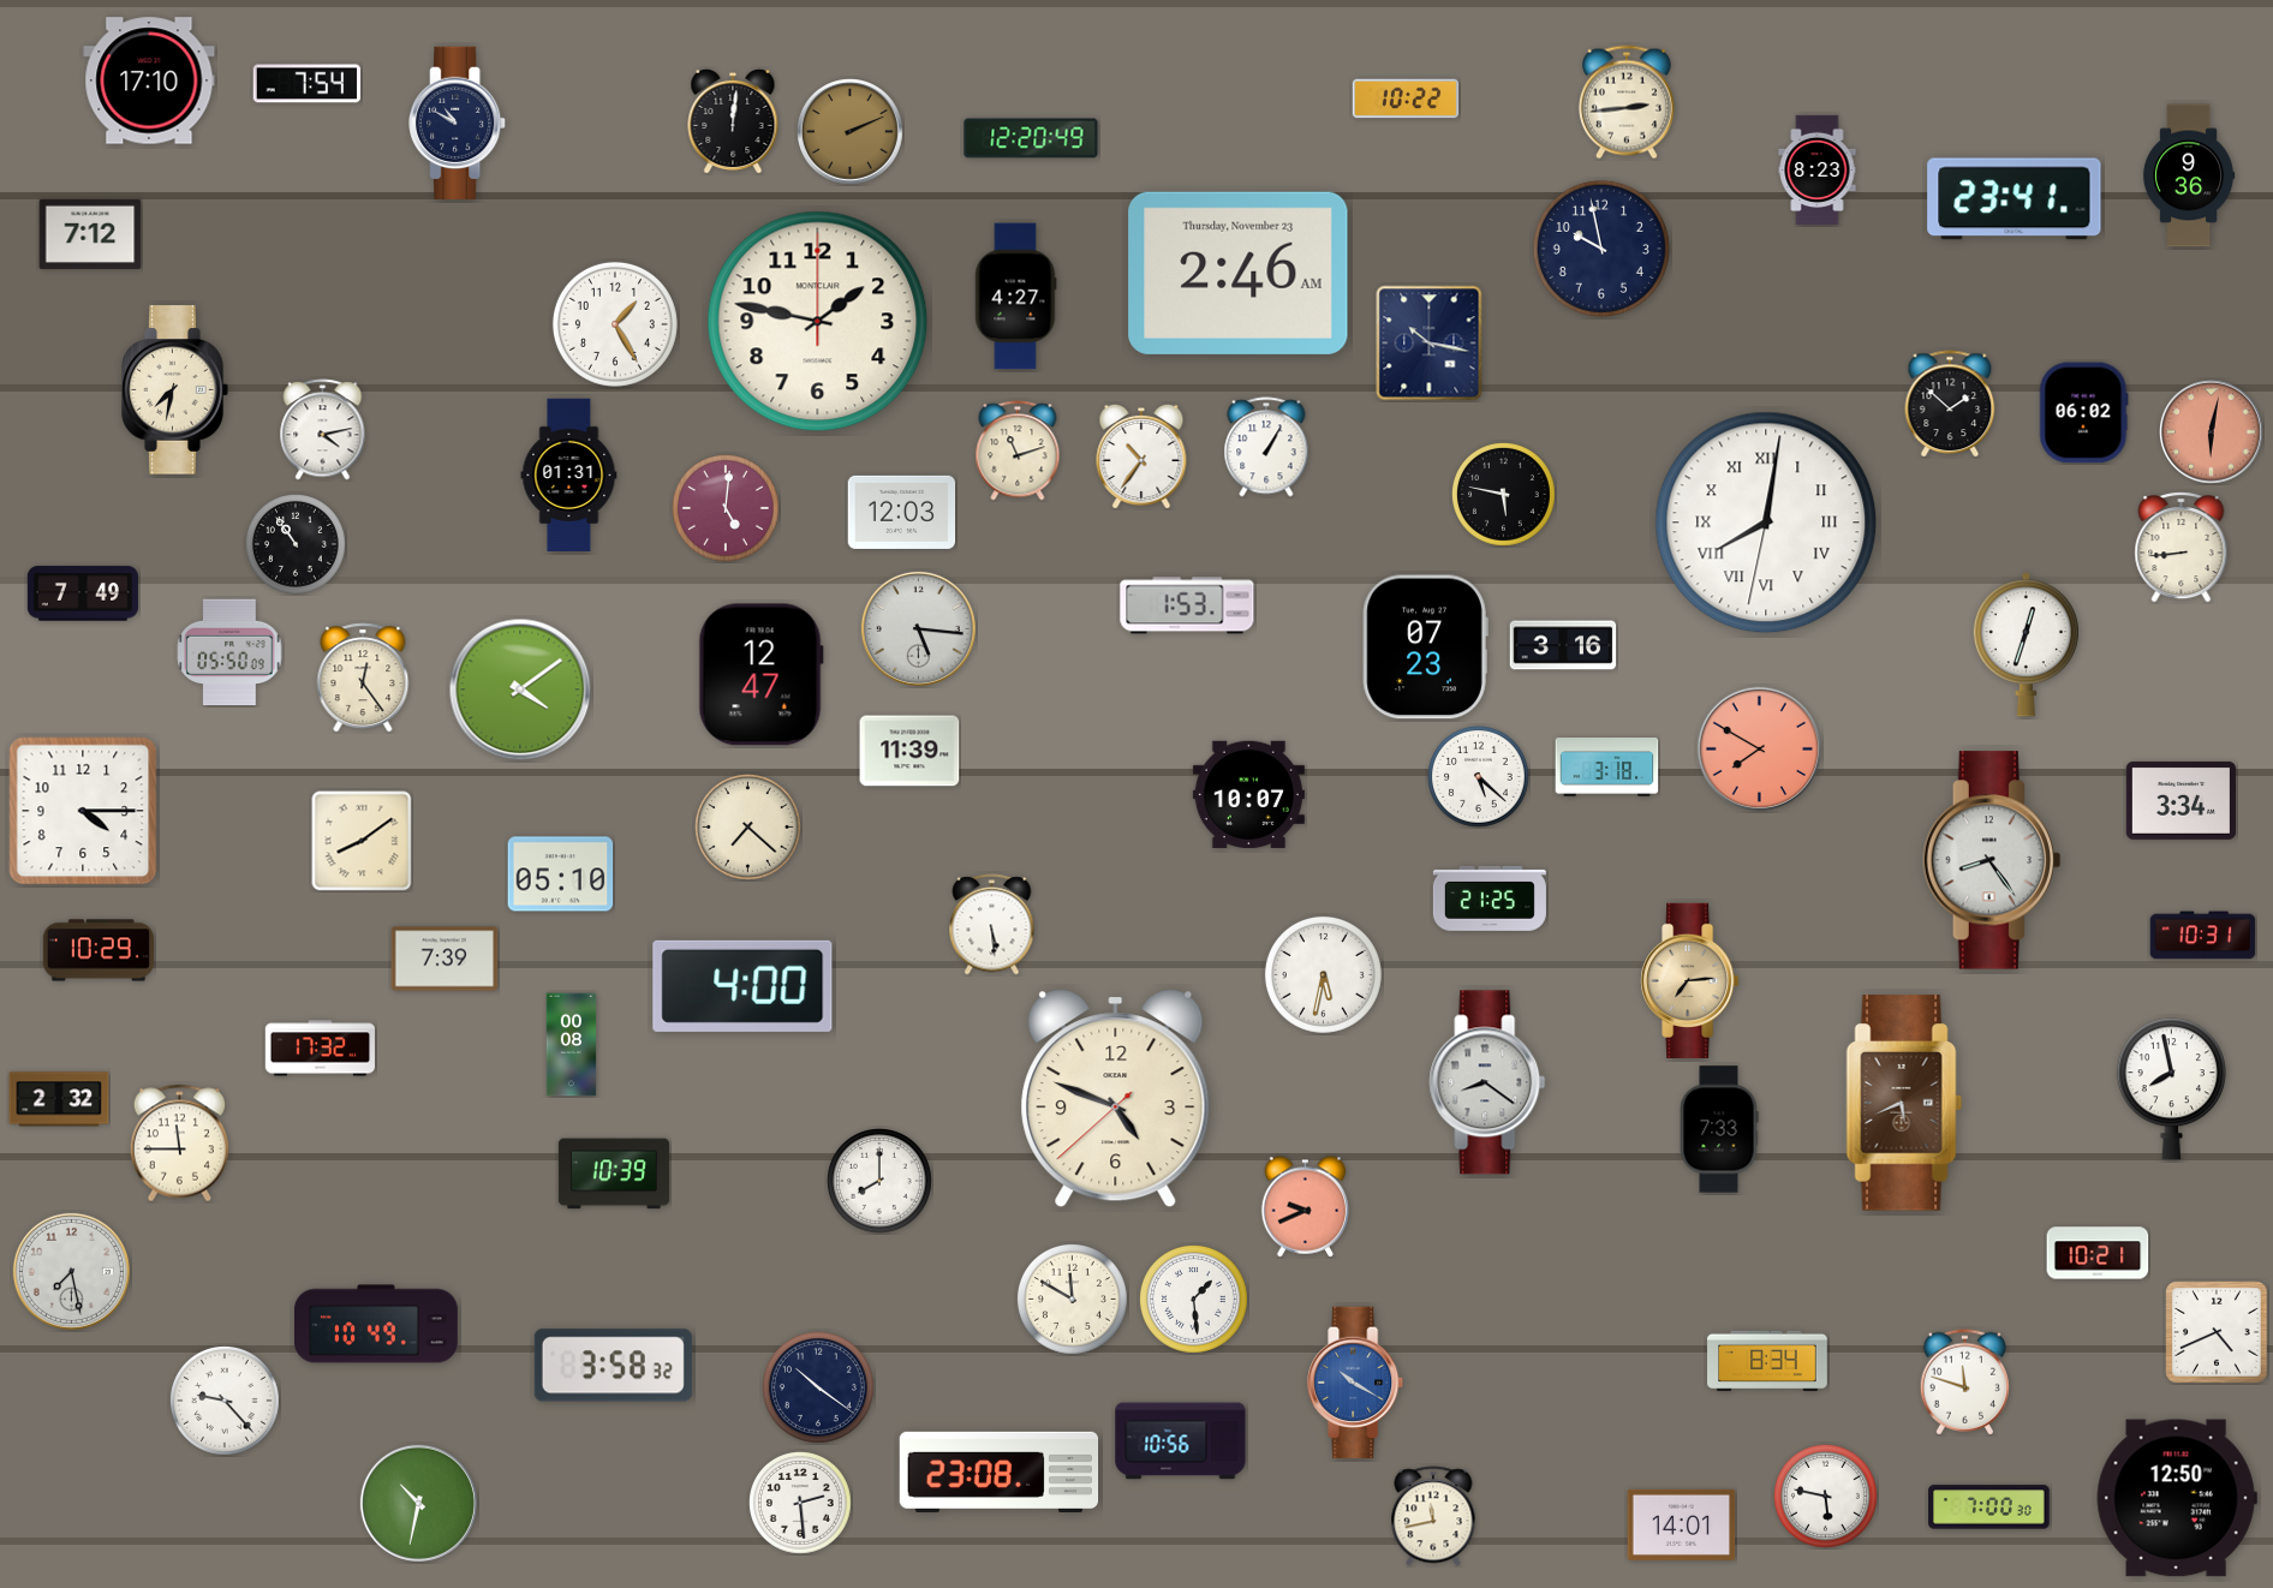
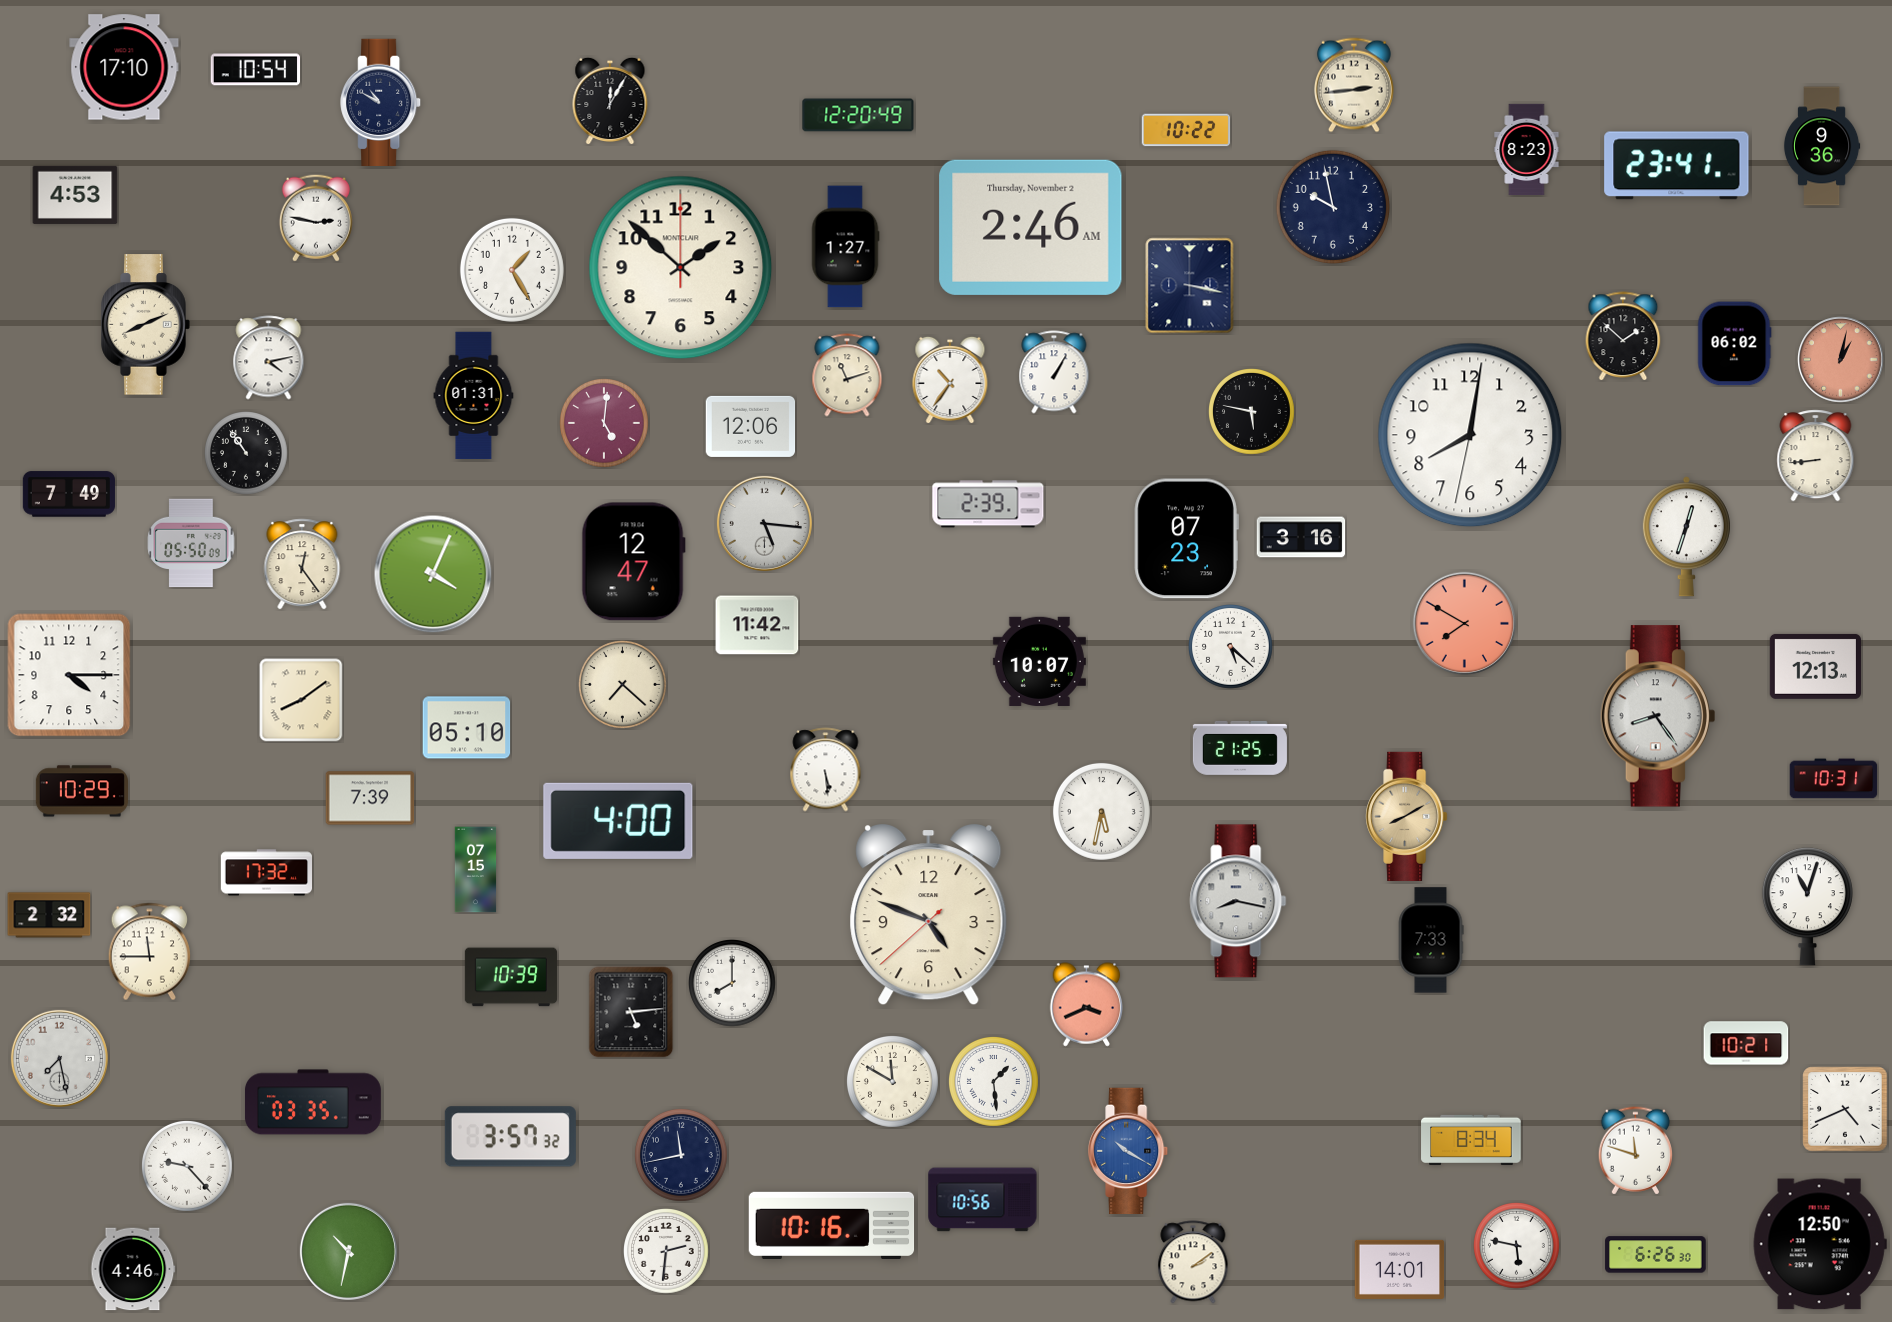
clock at (308, 84): 7:54 -> 10:54
clock at (1406, 98) position: (1406, 98) -> (1186, 130)
clock at (733, 121): 12:01 -> 12:05
clock at (851, 132): 2:11 -> none
clock at (1818, 171) position: (1818, 171) -> (1527, 150)
clock at (90, 234): 7:12 -> 4:53
clock at (316, 218): none -> 2:47
clock at (1239, 273) date: Thursday, November 23 -> Thursday, November 2
clock at (1015, 297): 4:27 -> 1:27
clock at (818, 322): 1:47 -> 1:52
clock at (1430, 344): 10:17 -> 3:17
clock at (175, 390): 7:32 -> 8:11
clock at (2212, 432): 6:02 -> 1:02
clock at (902, 512): 12:03 -> 12:06
clock at (1766, 523) numerals: Roman -> Arabic
clock at (1187, 605): 1:53 -> 2:39
clock at (520, 689): 4:09 -> 4:04
clock at (909, 751): 11:39 -> 11:42
clock at (1607, 768): 3:18 -> none
clock at (2180, 800): 3:34 -> 12:13
clock at (748, 828) position: (748, 828) -> (623, 685)
clock at (1690, 980): 7:14 -> 8:10
clock at (572, 1045): 00:08 -> 07:15
clock at (1487, 1082): 8:21 -> 8:17
clock at (2171, 1089): 7:58 -> 11:03
clock at (1904, 1103): 5:41 -> none
clock at (1306, 1207): 9:41 -> 3:41
clock at (631, 1012): none -> 5:14
clock at (376, 1324): 10:49 -> 03:35
clock at (1767, 1361) position: (1767, 1361) -> (1471, 1140)
clock at (613, 1366): 3:58 -> 3:57
clock at (818, 1387): 10:21 -> 11:43
clock at (1000, 1471): 23:08 -> 10:16
clock at (1826, 1497) position: (1826, 1497) -> (1517, 1246)
clock at (2177, 1498) position: (2177, 1498) -> (1820, 1244)
clock at (801, 1504): 2:29 -> 2:31
clock at (1989, 1508): 7:00 -> 6:26
clock at (1433, 1516): 11:43 -> 2:09
clock at (133, 1269): none -> 4:46
